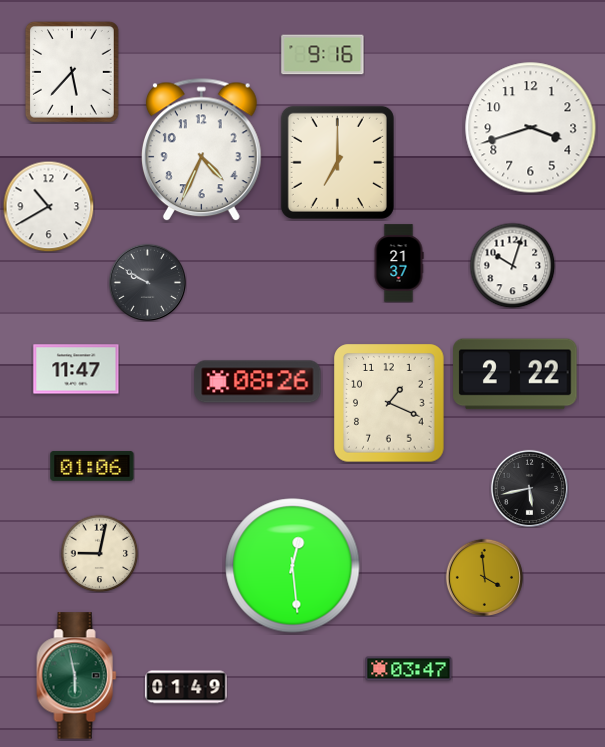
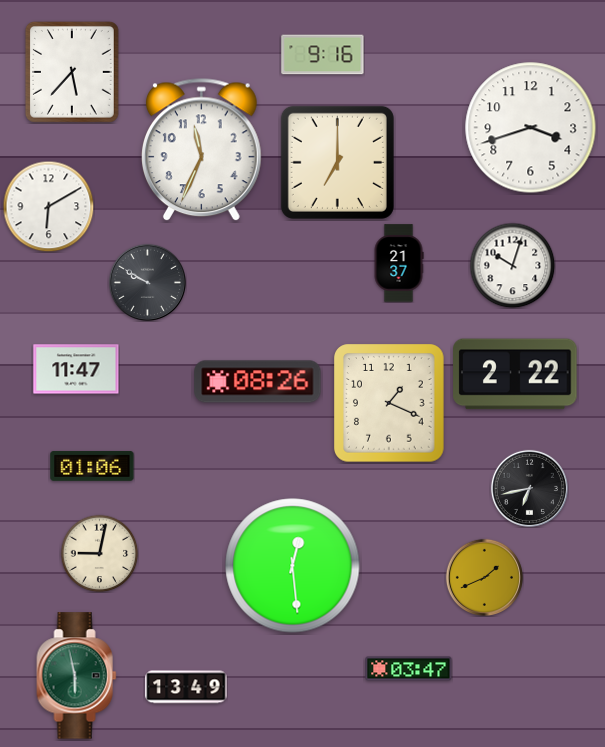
clock at (202, 150): 4:34 -> 11:34
clock at (48, 206): 10:40 -> 6:10
clock at (529, 488): 5:43 -> 6:43
clock at (484, 577): 3:59 -> 1:41
clock at (186, 687): 01:49 -> 13:49
